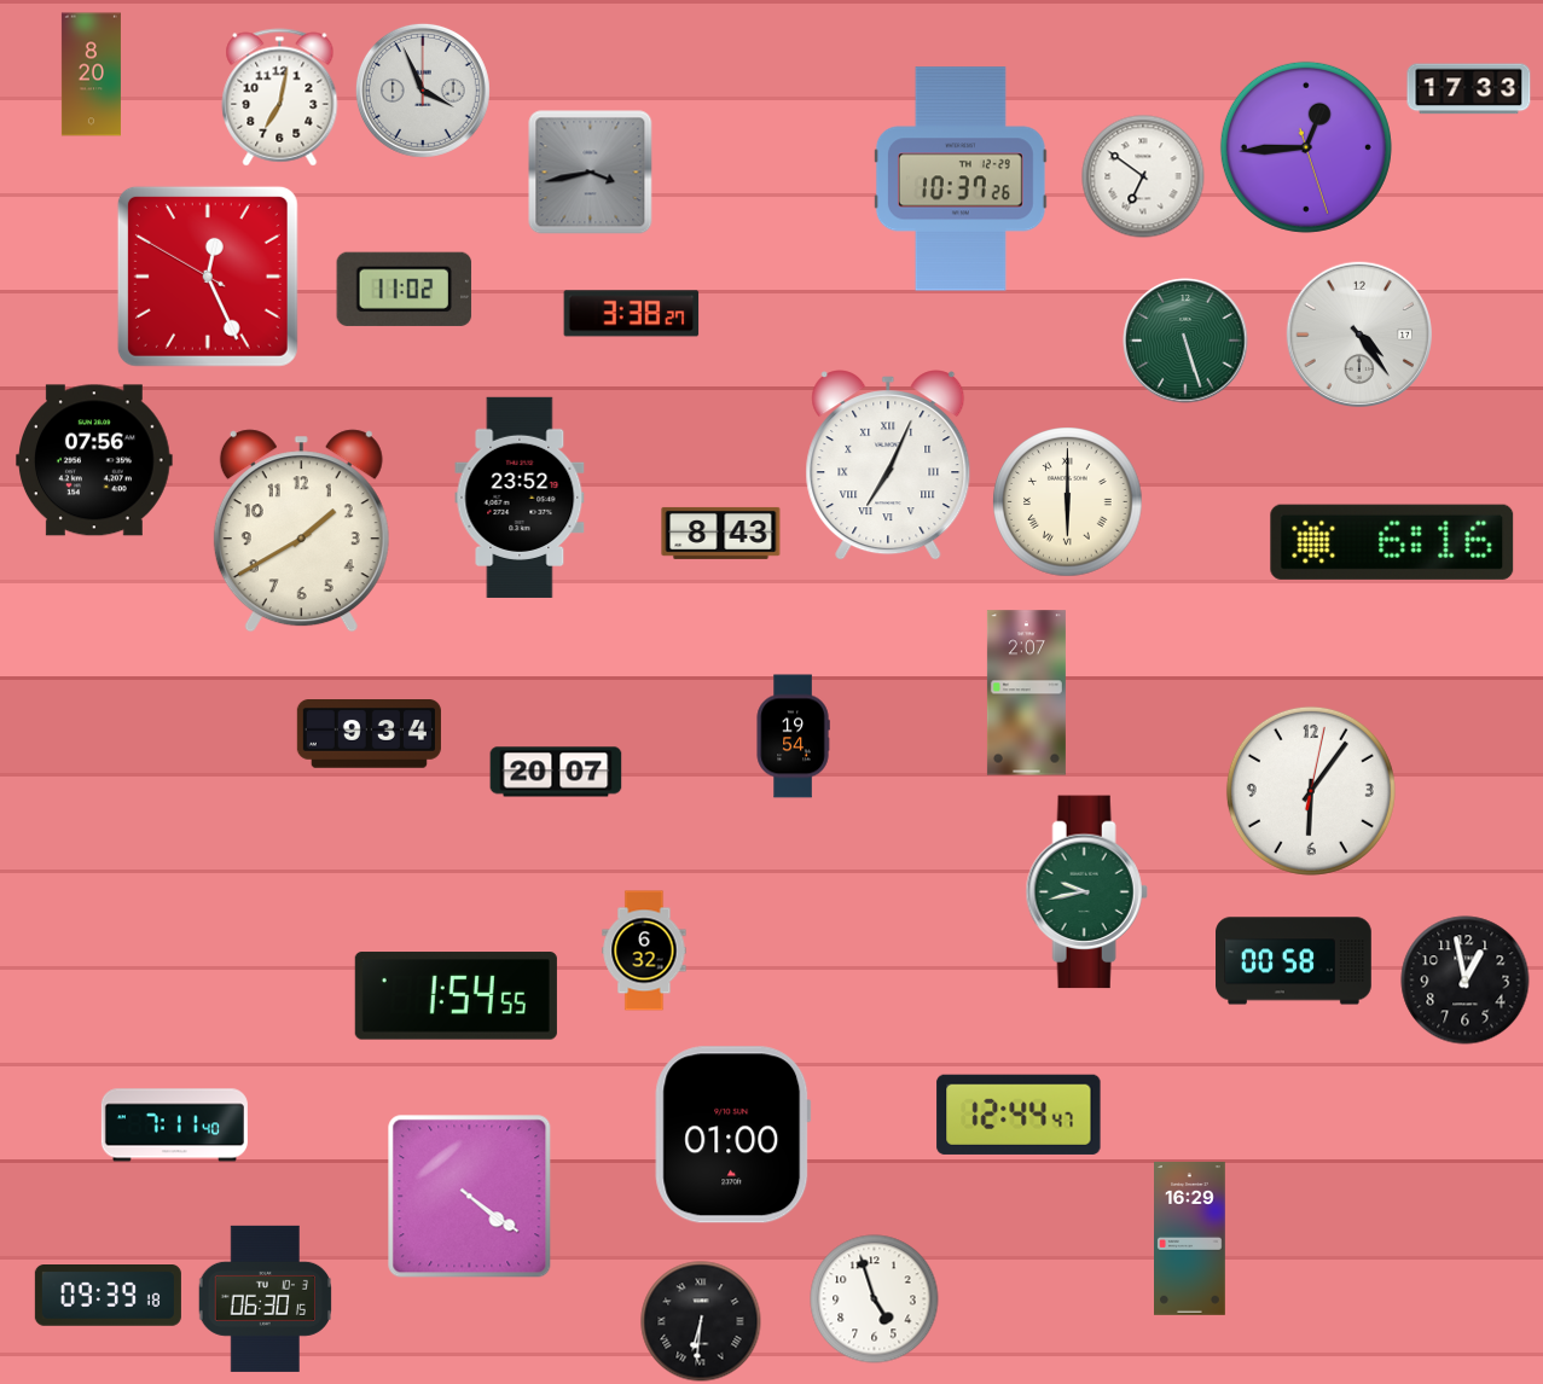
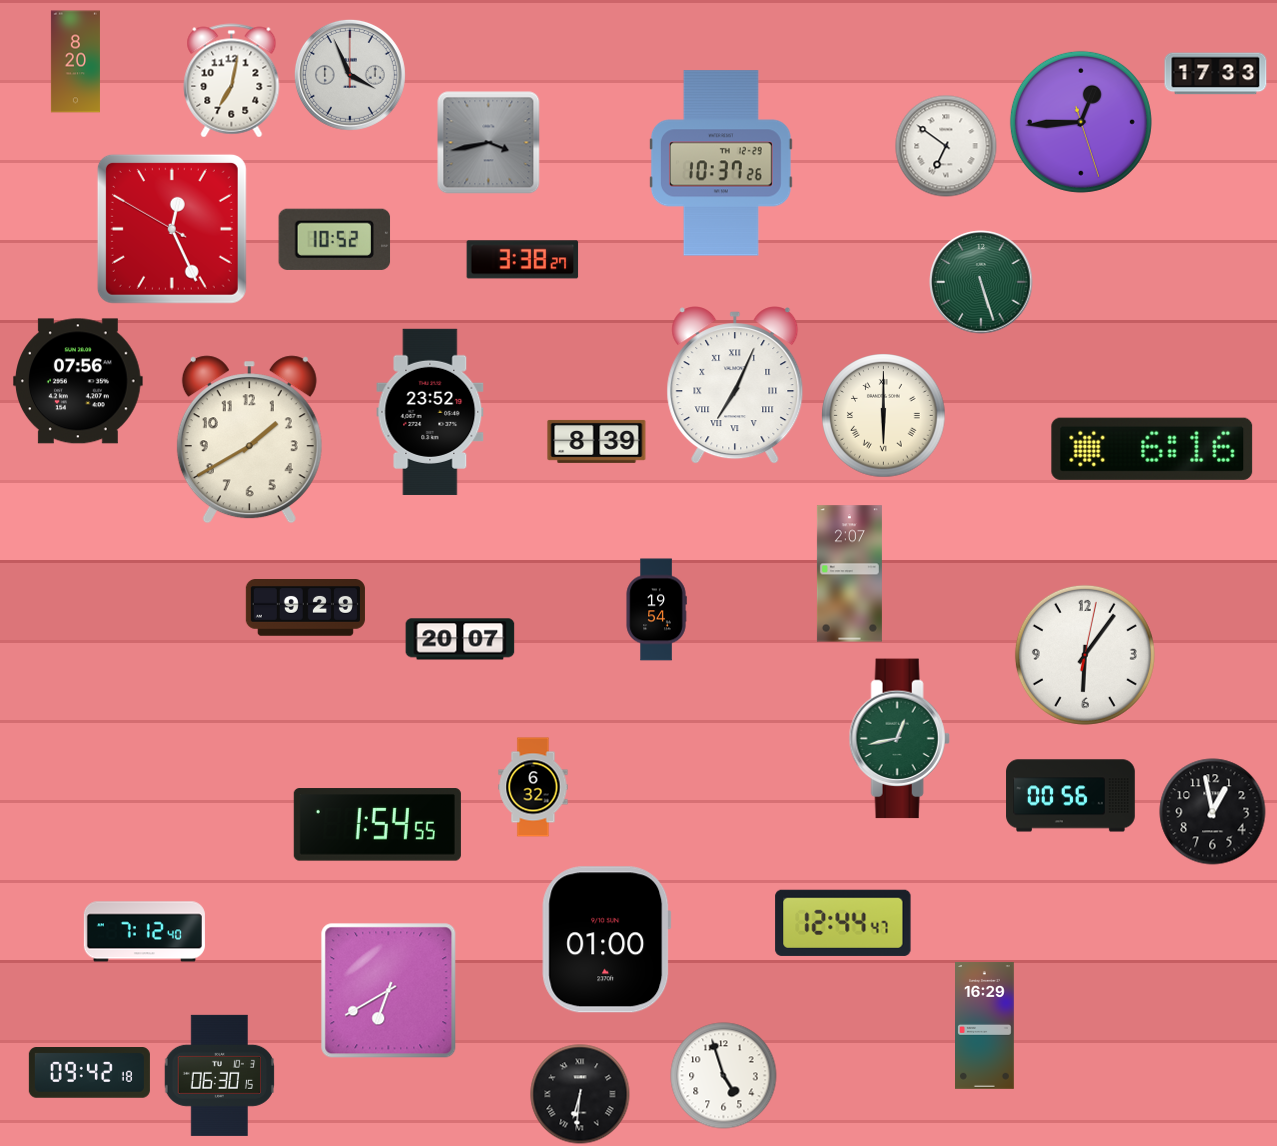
clock at (961, 179) position: (961, 179) -> (721, 163)
clock at (405, 289): 11:02 -> 10:52
clock at (1358, 333): 4:24 -> none
clock at (721, 533): 8:43 -> 8:39
clock at (369, 734): 9:34 -> 9:29
clock at (1086, 892): 9:43 -> 12:43
clock at (1294, 961): 00:58 -> 00:56
clock at (174, 1126): 7:11 -> 7:12
clock at (470, 1197): 4:21 -> 6:40
clock at (108, 1296): 09:39 -> 09:42
